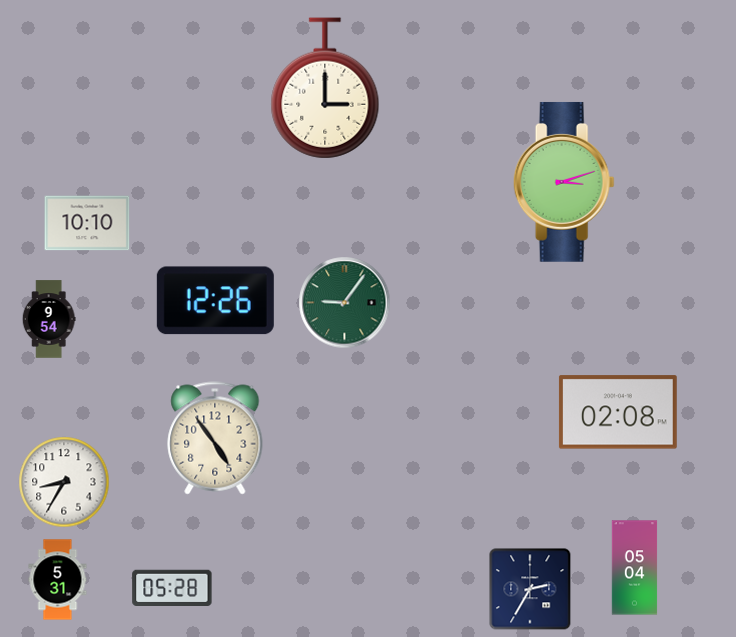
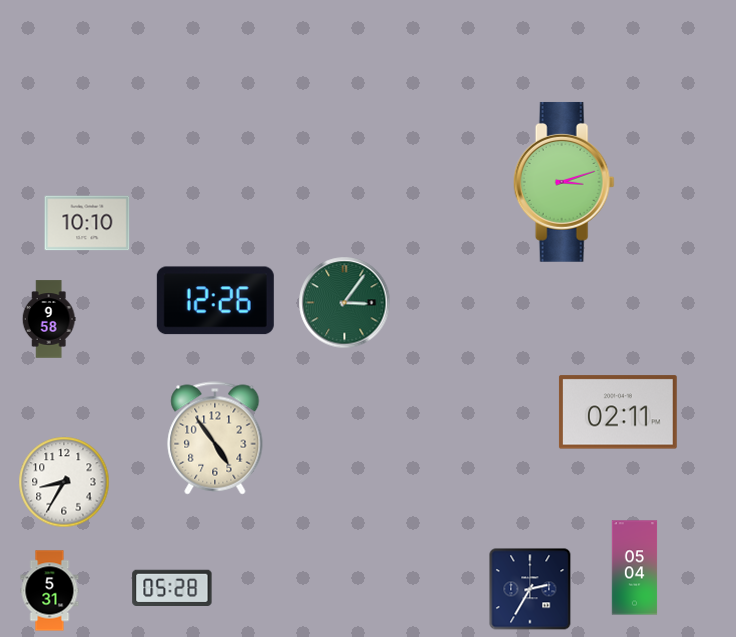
clock at (325, 88): 3:00 -> none
clock at (345, 303): 9:06 -> 3:06
clock at (49, 319): 9:54 -> 9:58
clock at (618, 412): 02:08 -> 02:11
clock at (58, 580) position: (58, 580) -> (50, 591)
